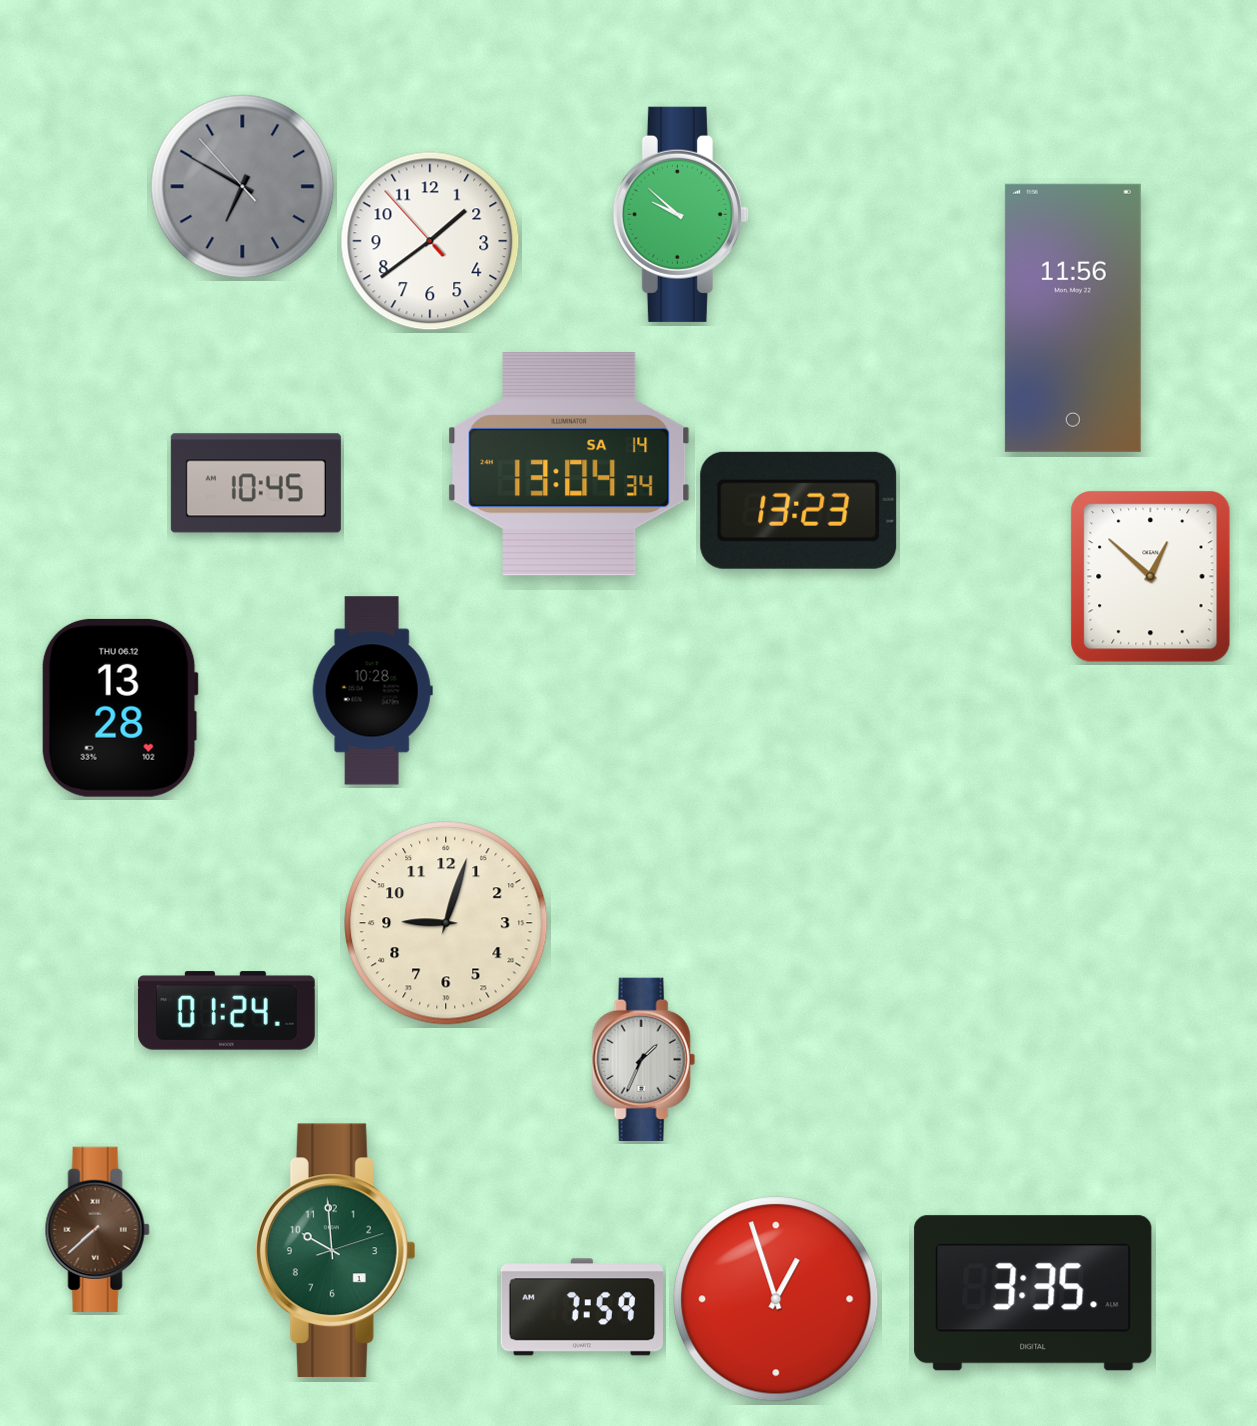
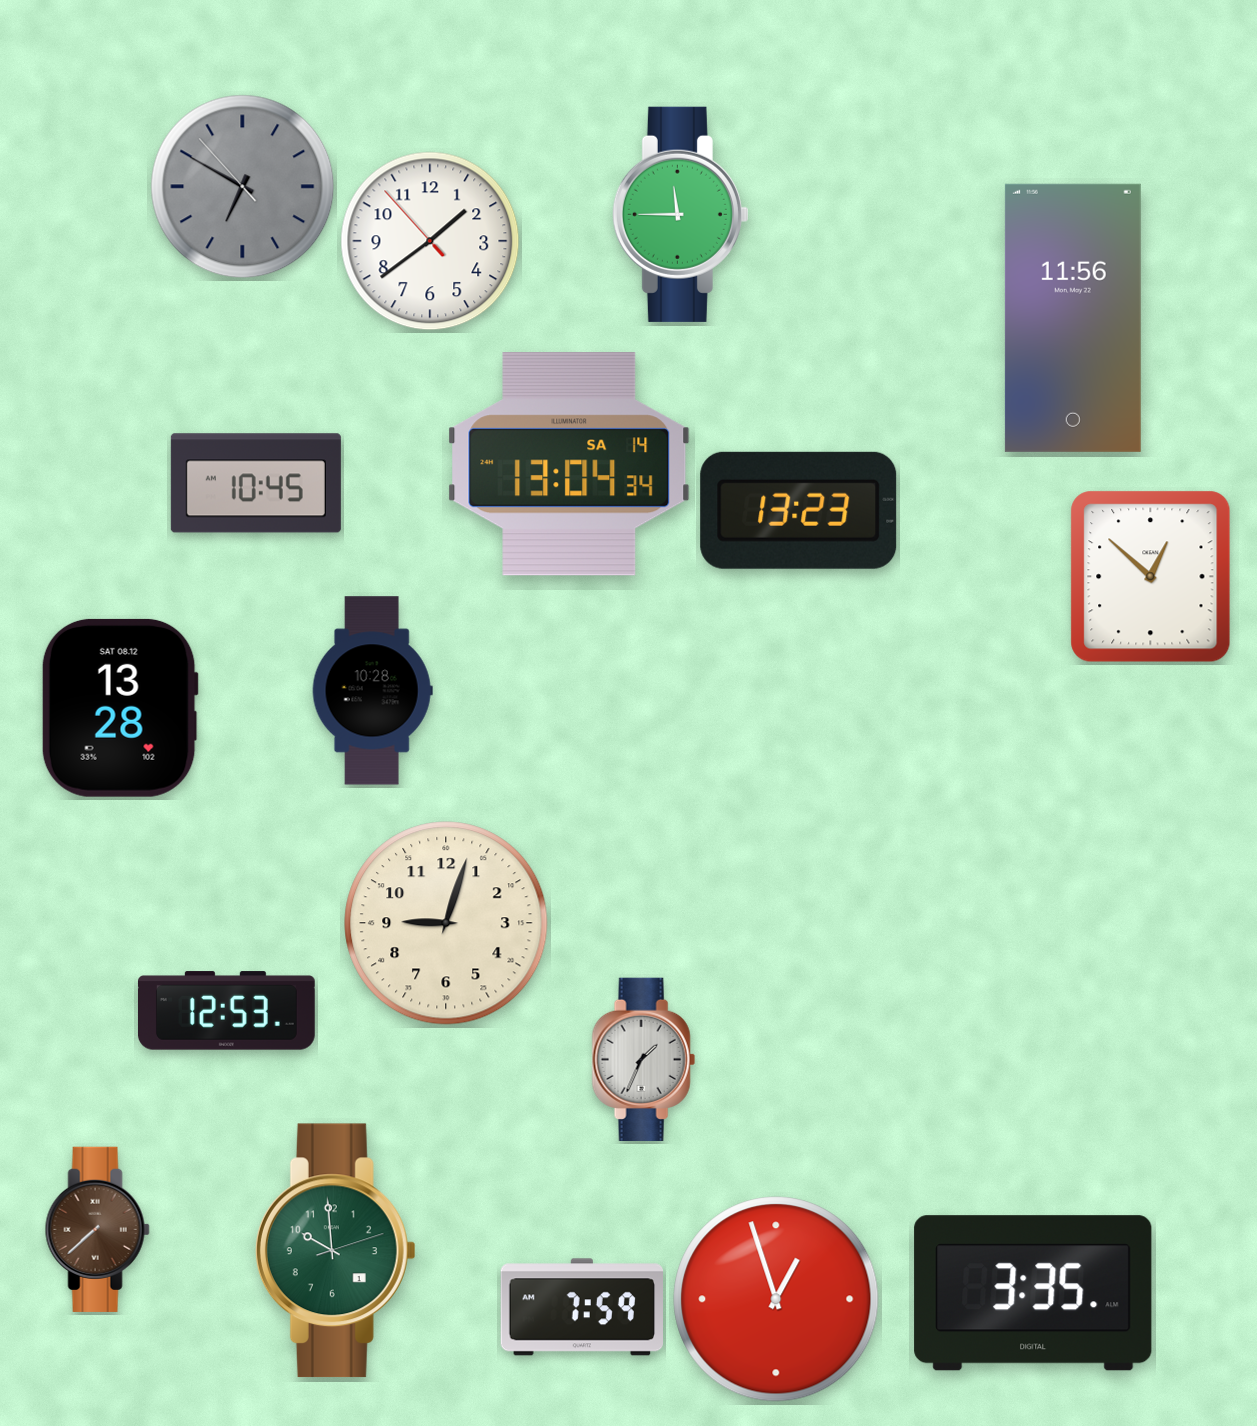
clock at (680, 214): 9:52 -> 11:45
clock at (120, 708) date: THU 06.12 -> SAT 08.12
clock at (226, 1011): 01:24 -> 12:53
